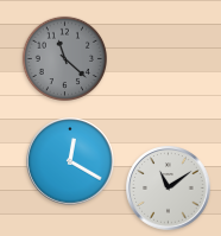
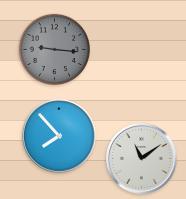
clock at (64, 58): 11:22 -> 9:16
clock at (70, 161): 12:20 -> 7:53
